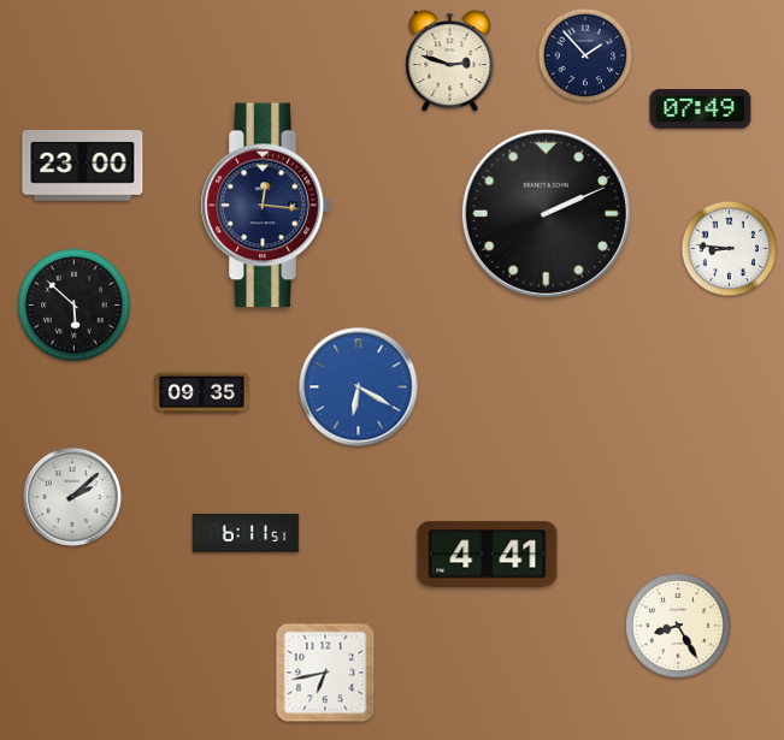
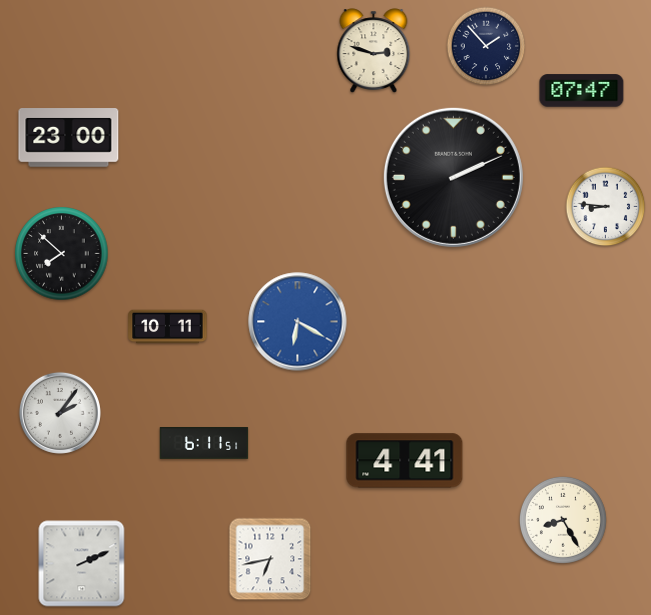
clock at (701, 109): 07:49 -> 07:47
clock at (265, 206): 12:16 -> none
clock at (75, 306): 5:52 -> 7:52
clock at (202, 393): 09:35 -> 10:11
clock at (72, 497): 2:08 -> 2:06
clock at (82, 564): none -> 2:11
